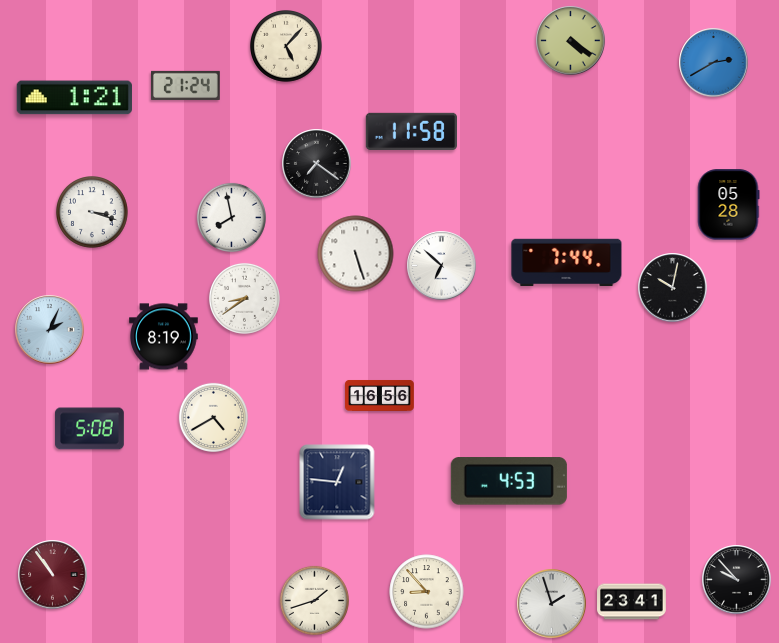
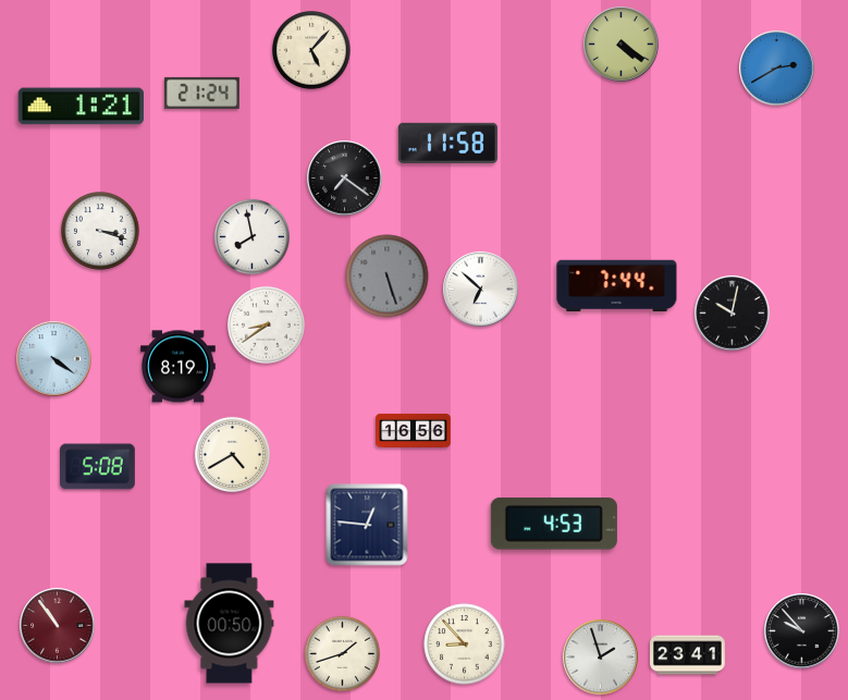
clock at (728, 205): 05:28 -> none
clock at (356, 254) dial: white -> grey
clock at (50, 330): 2:04 -> 4:21
clock at (230, 624): none -> 00:50
